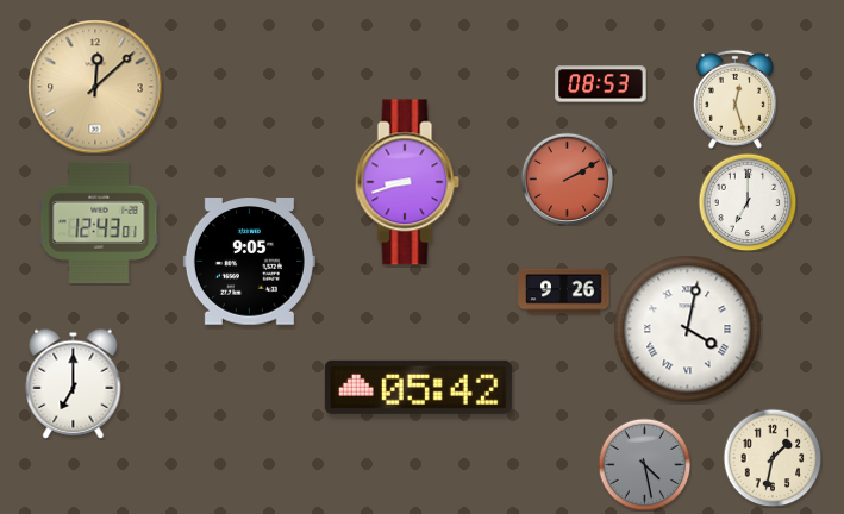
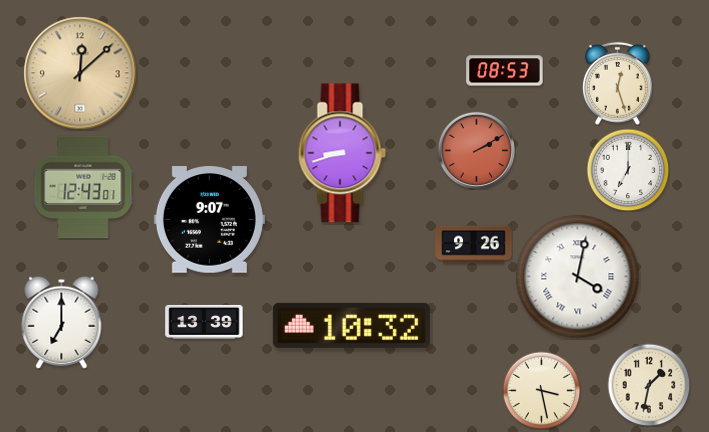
clock at (249, 262): 9:05 -> 9:07
clock at (204, 322): none -> 13:39
clock at (418, 387): 05:42 -> 10:32
clock at (644, 464): 4:28 -> 3:28
clock at (644, 464) dial: grey -> cream
